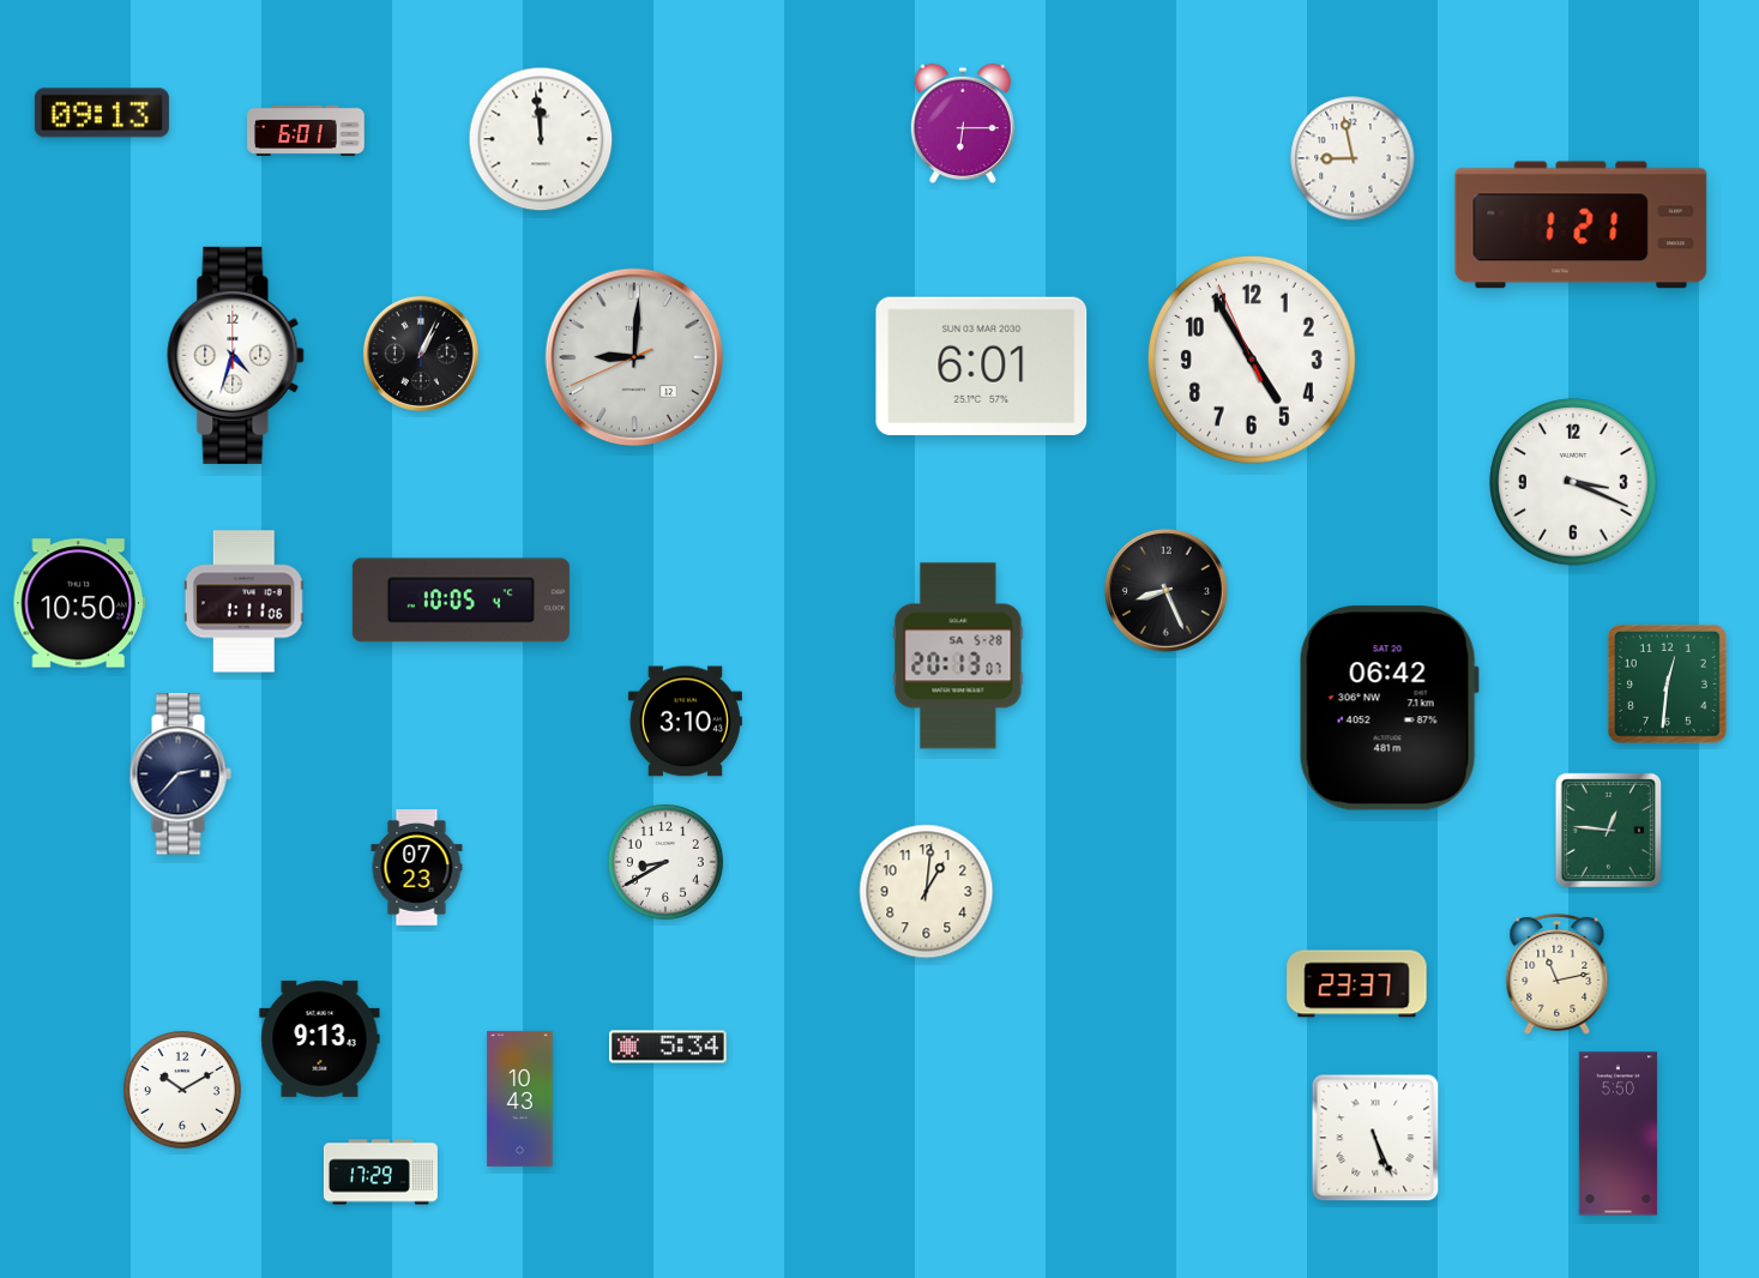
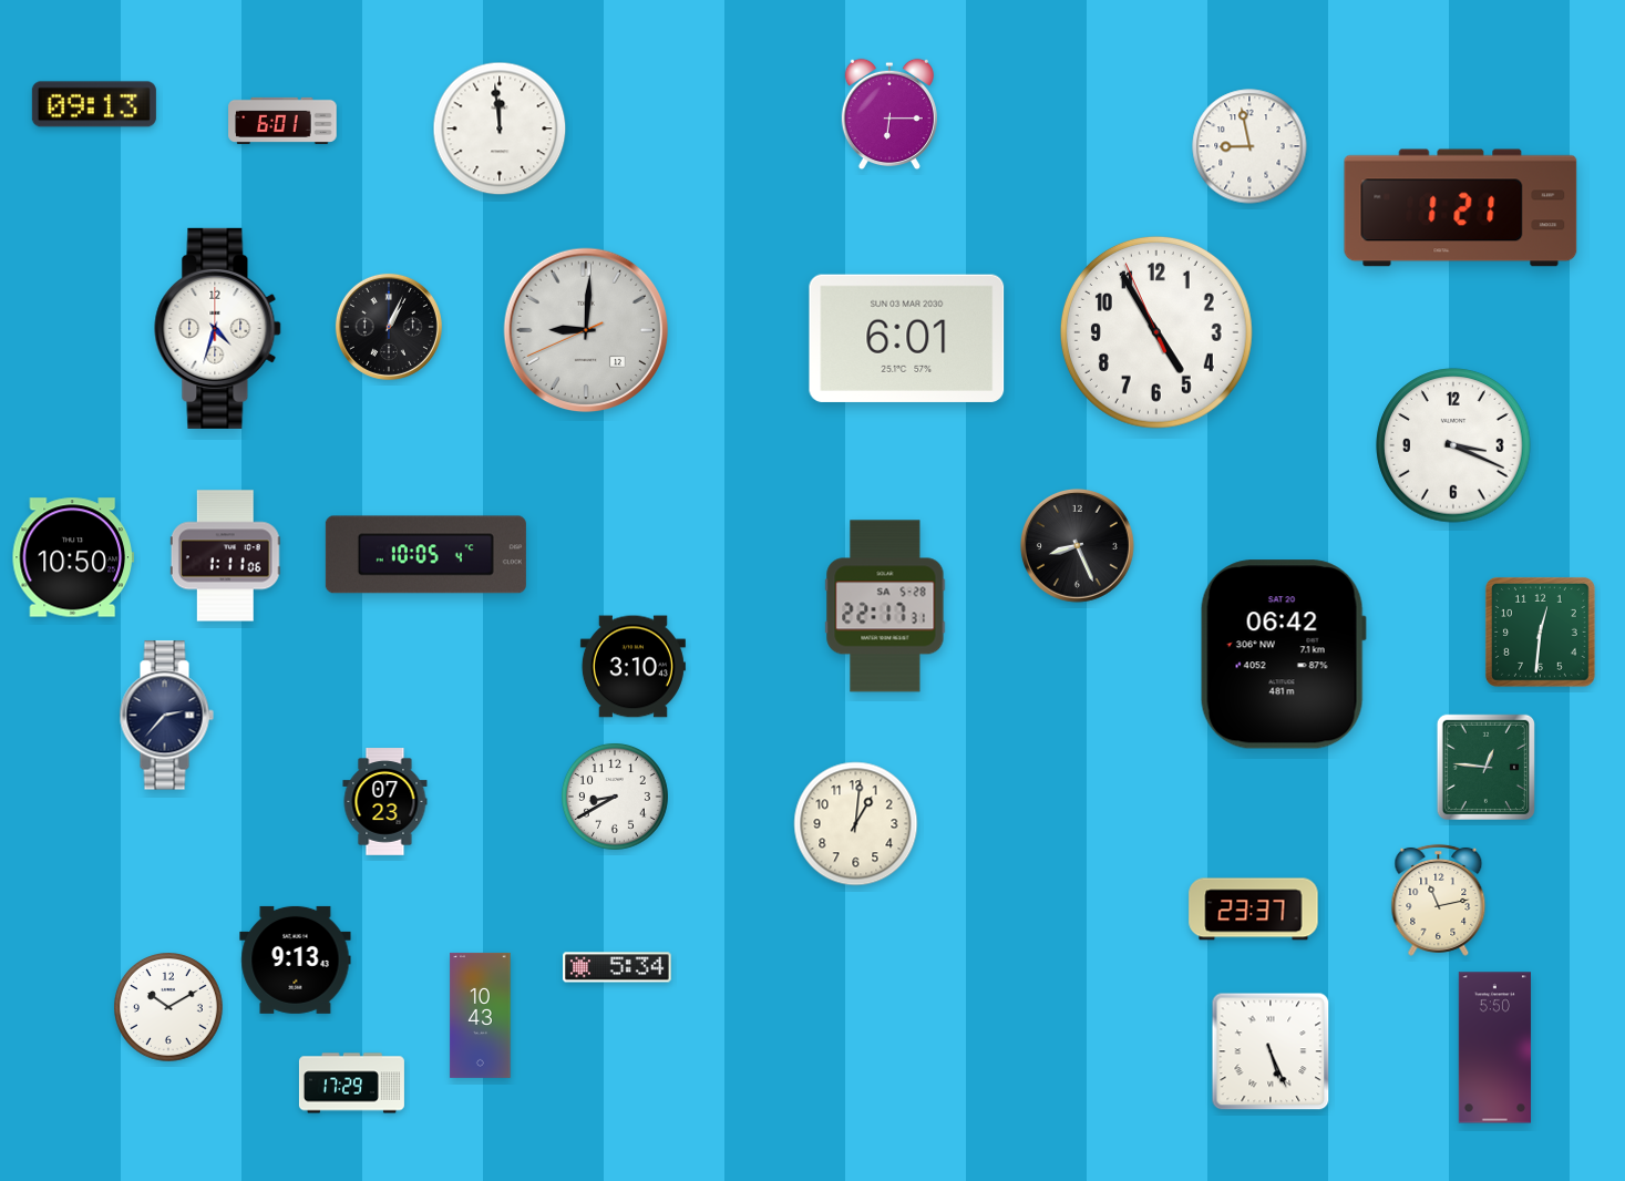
clock at (958, 656): 20:13 -> 22:17
